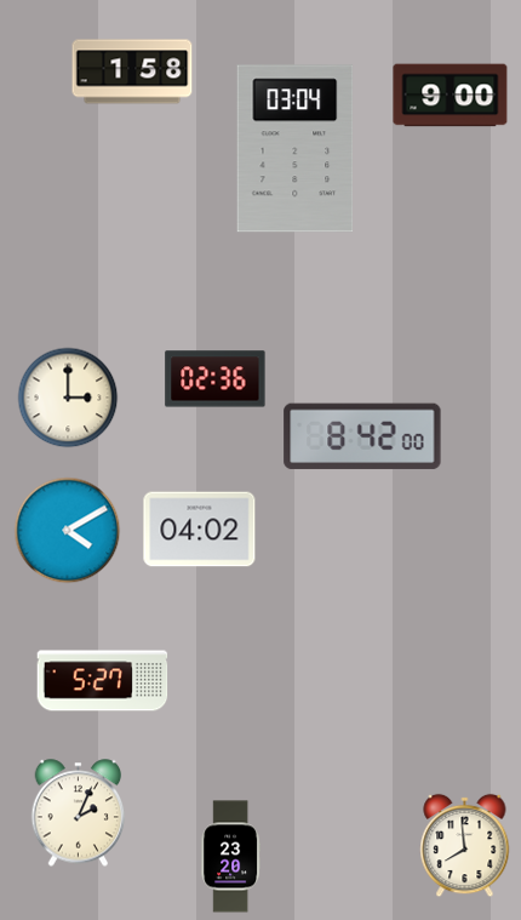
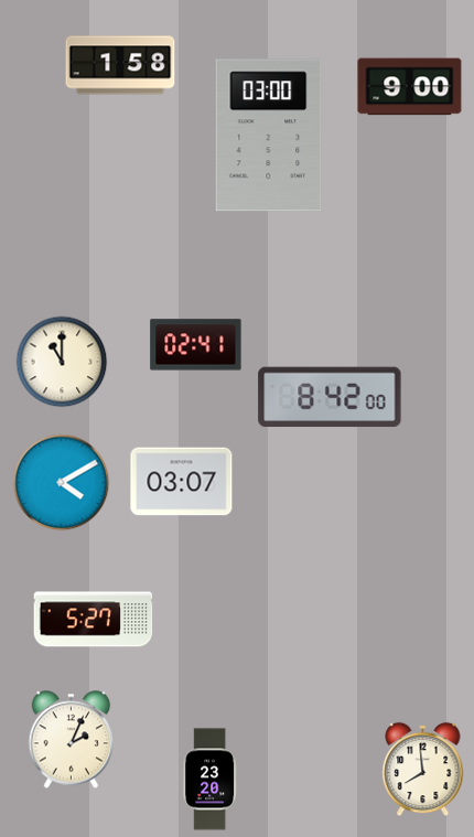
clock at (296, 149): 03:04 -> 03:00
clock at (216, 379): 02:36 -> 02:41
clock at (68, 398): 3:00 -> 11:00
clock at (200, 530): 04:02 -> 03:07
